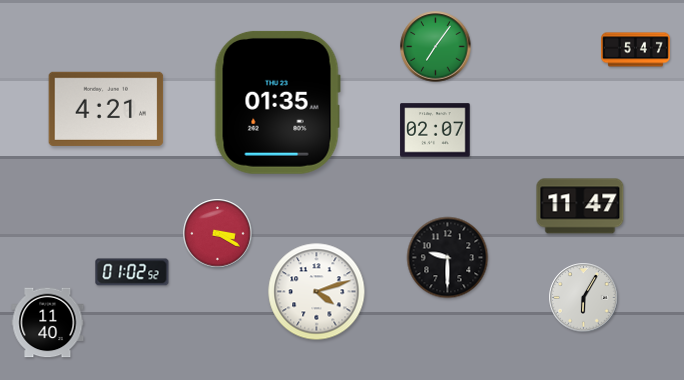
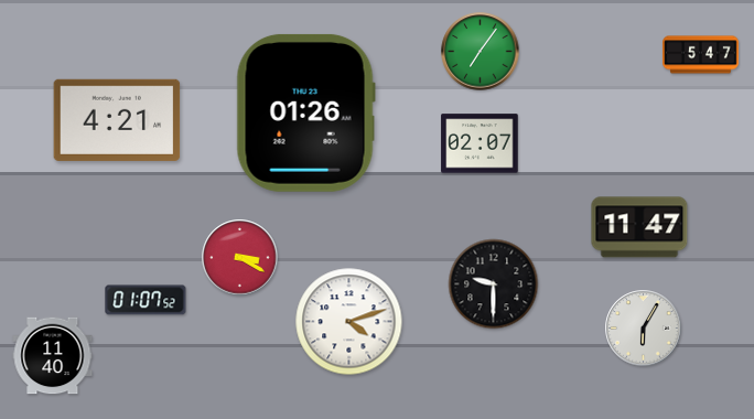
clock at (277, 102): 01:35 -> 01:26
clock at (132, 272): 01:02 -> 01:07
